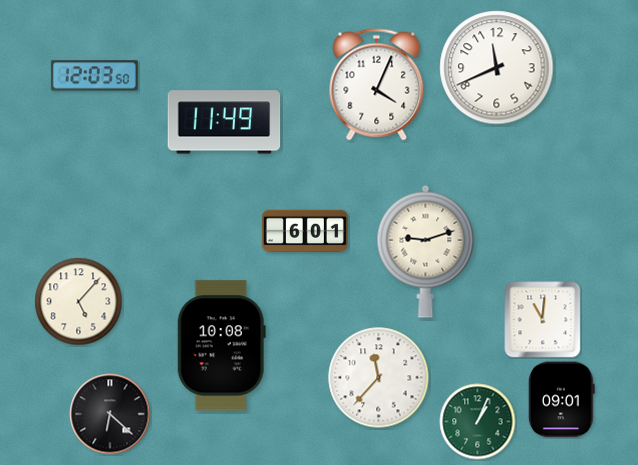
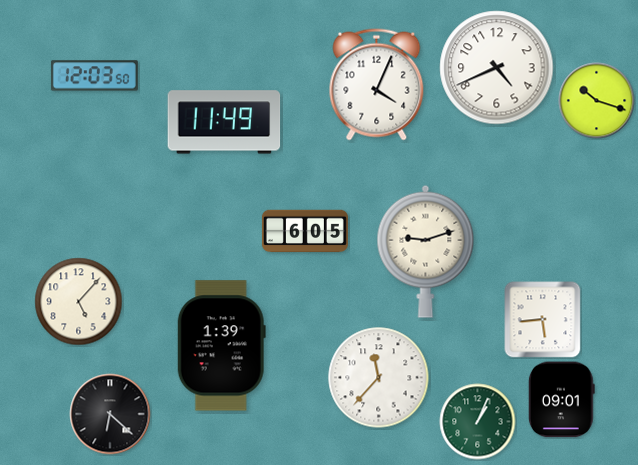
clock at (497, 68): 11:41 -> 4:41
clock at (597, 101): none -> 10:18
clock at (305, 231): 6:01 -> 6:05
clock at (543, 320): 11:01 -> 5:44
clock at (221, 346): 10:08 -> 1:39
